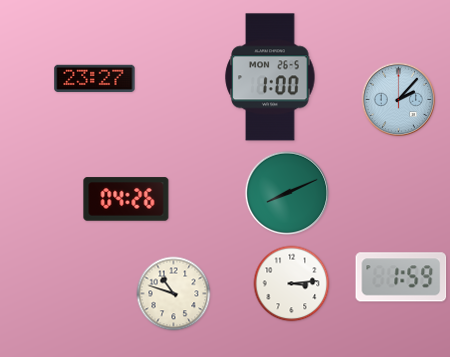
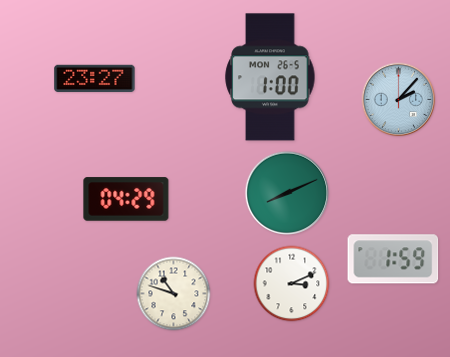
clock at (126, 199): 04:26 -> 04:29
clock at (401, 277) position: (401, 277) -> (393, 259)
clock at (292, 284): 3:14 -> 3:11
